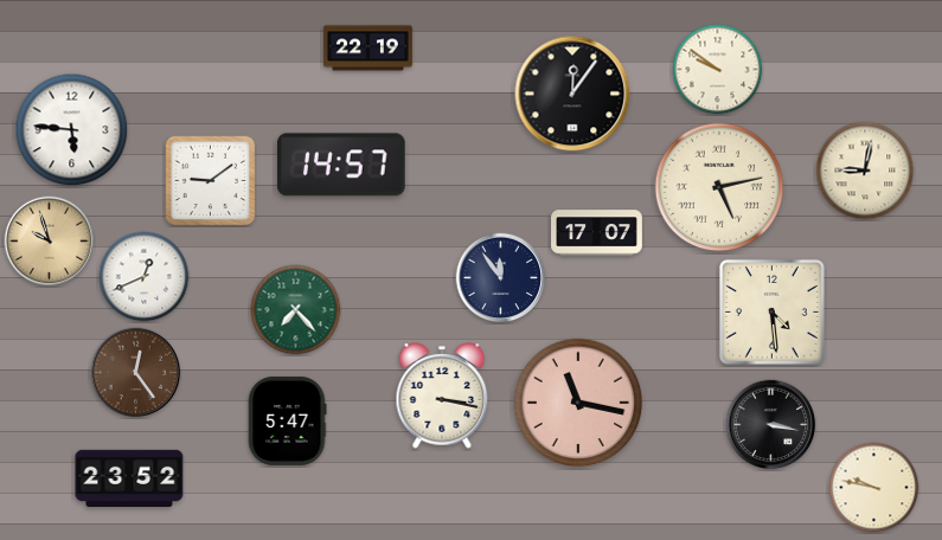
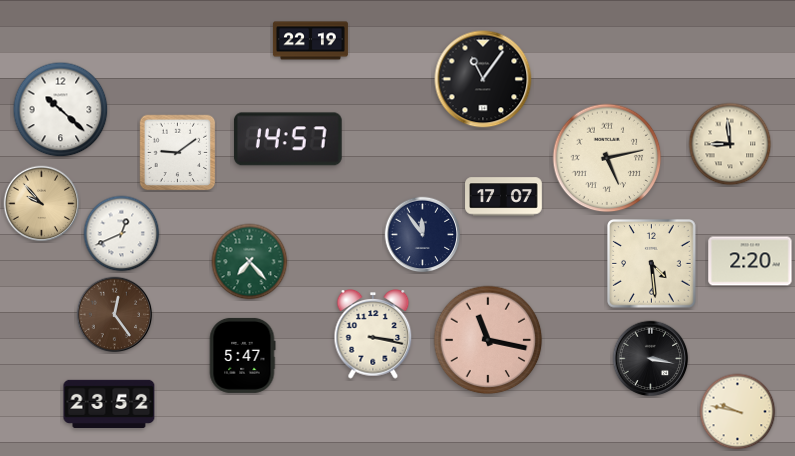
clock at (718, 70): 9:51 -> none
clock at (572, 94): 12:06 -> 11:06
clock at (72, 130): 5:46 -> 10:22
clock at (865, 171): 9:02 -> 8:59
clock at (50, 242): 9:57 -> 9:53
clock at (750, 261): none -> 2:20
